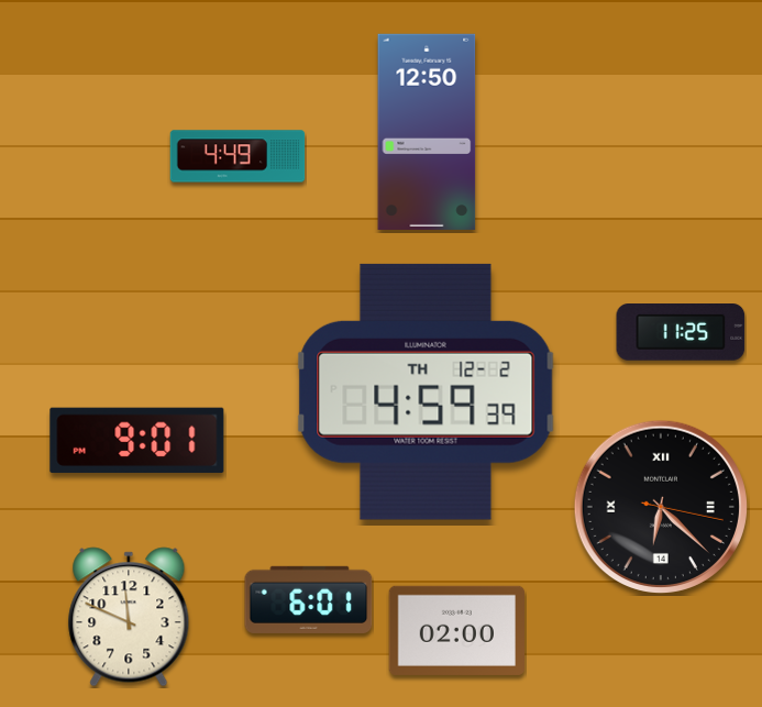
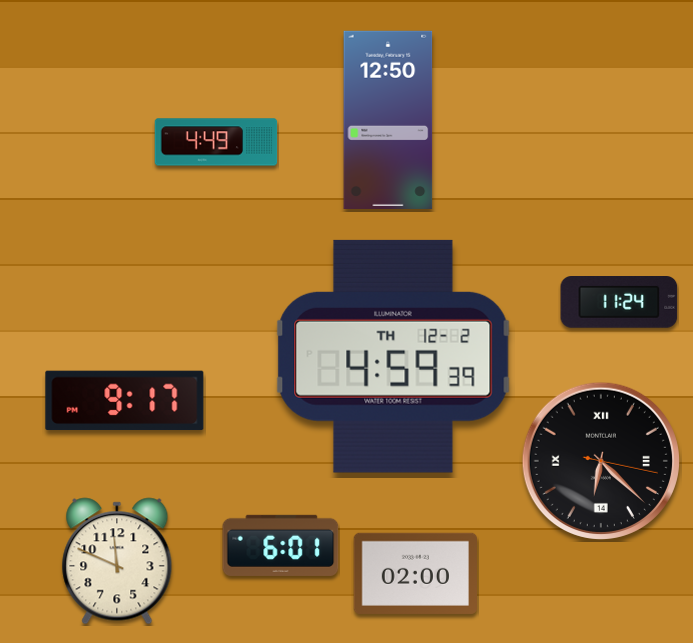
clock at (681, 333): 11:25 -> 11:24
clock at (427, 391) position: (427, 391) -> (394, 356)
clock at (137, 441): 9:01 -> 9:17
